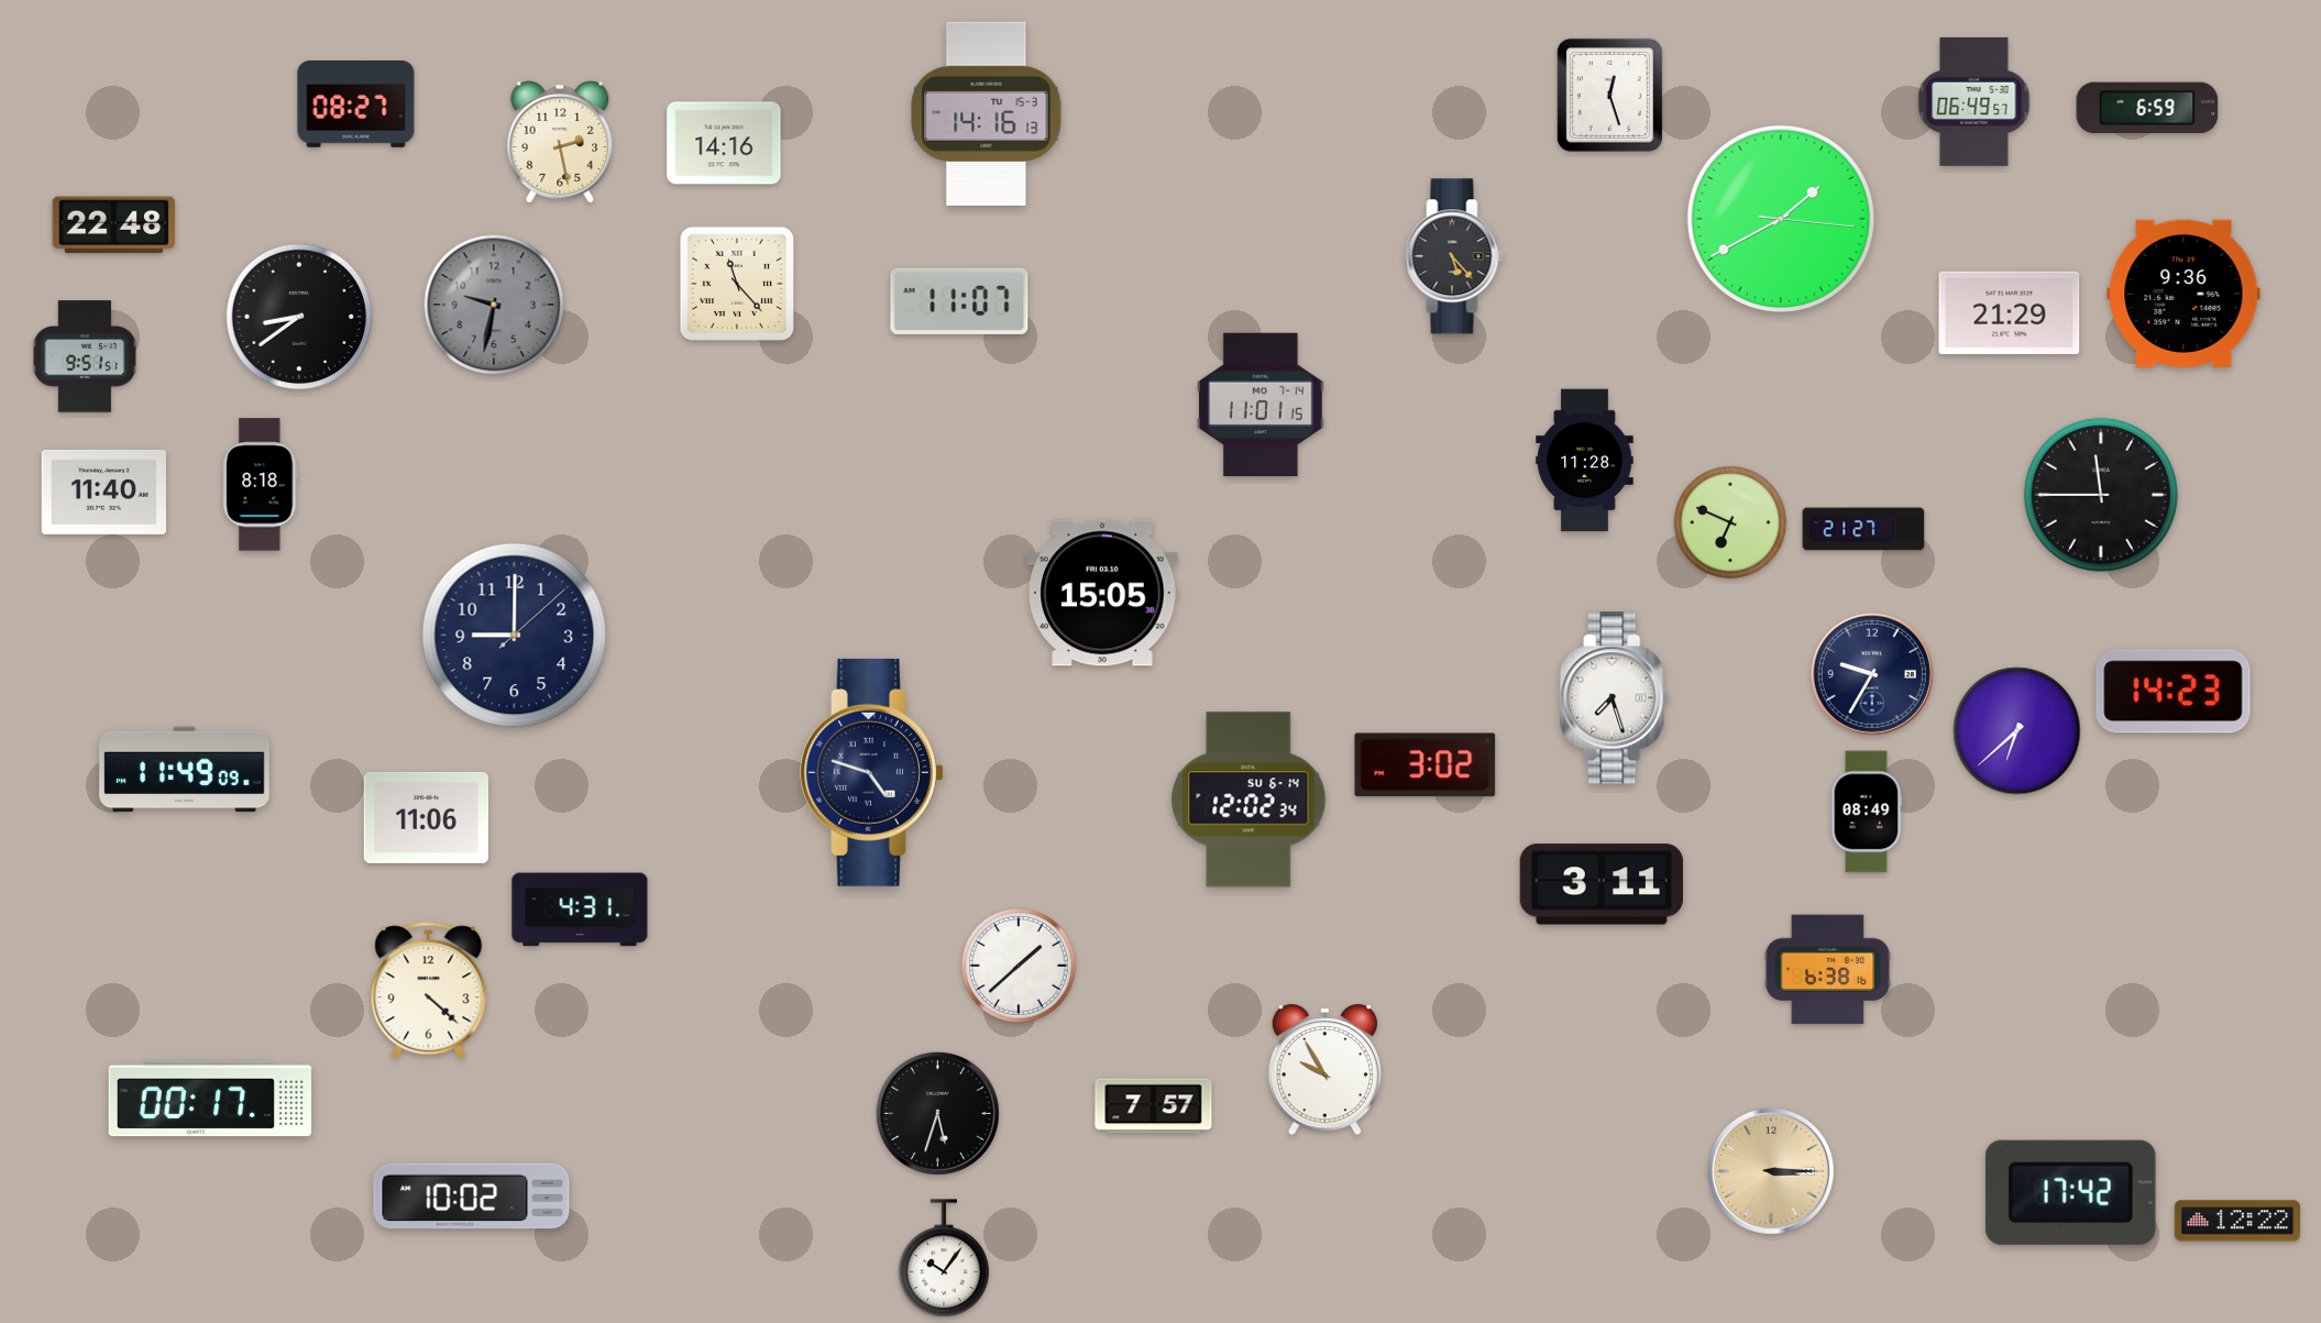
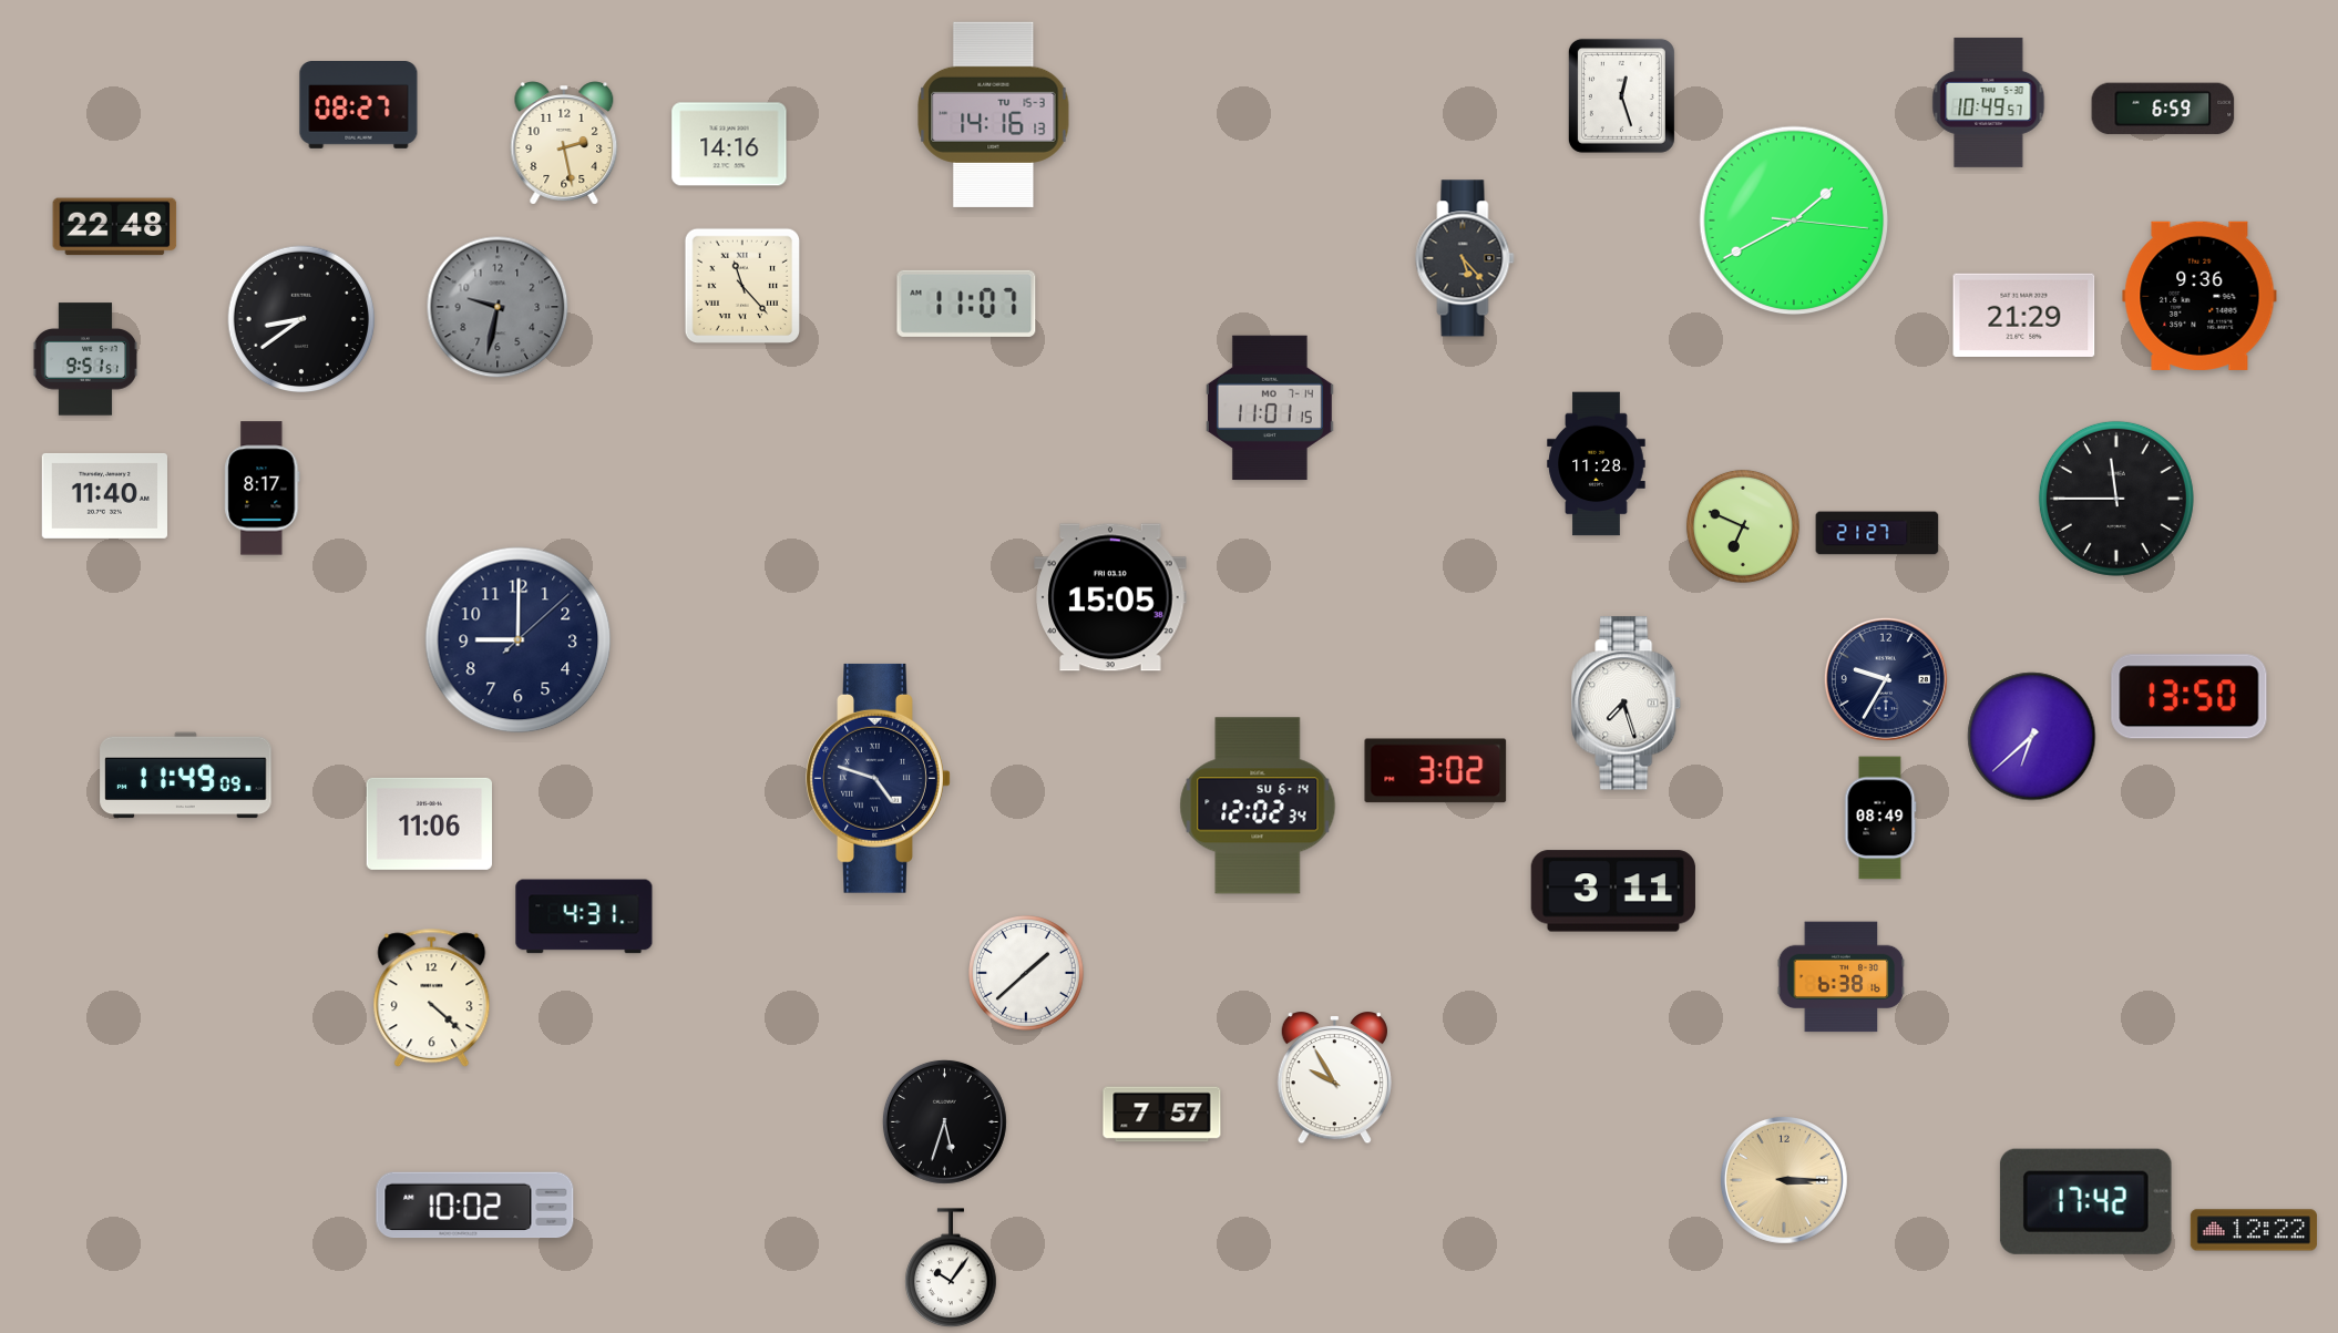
clock at (1975, 101): 06:49 -> 10:49
clock at (261, 485): 8:18 -> 8:17
clock at (2174, 692): 14:23 -> 13:50
clock at (209, 1099): 00:17 -> none
